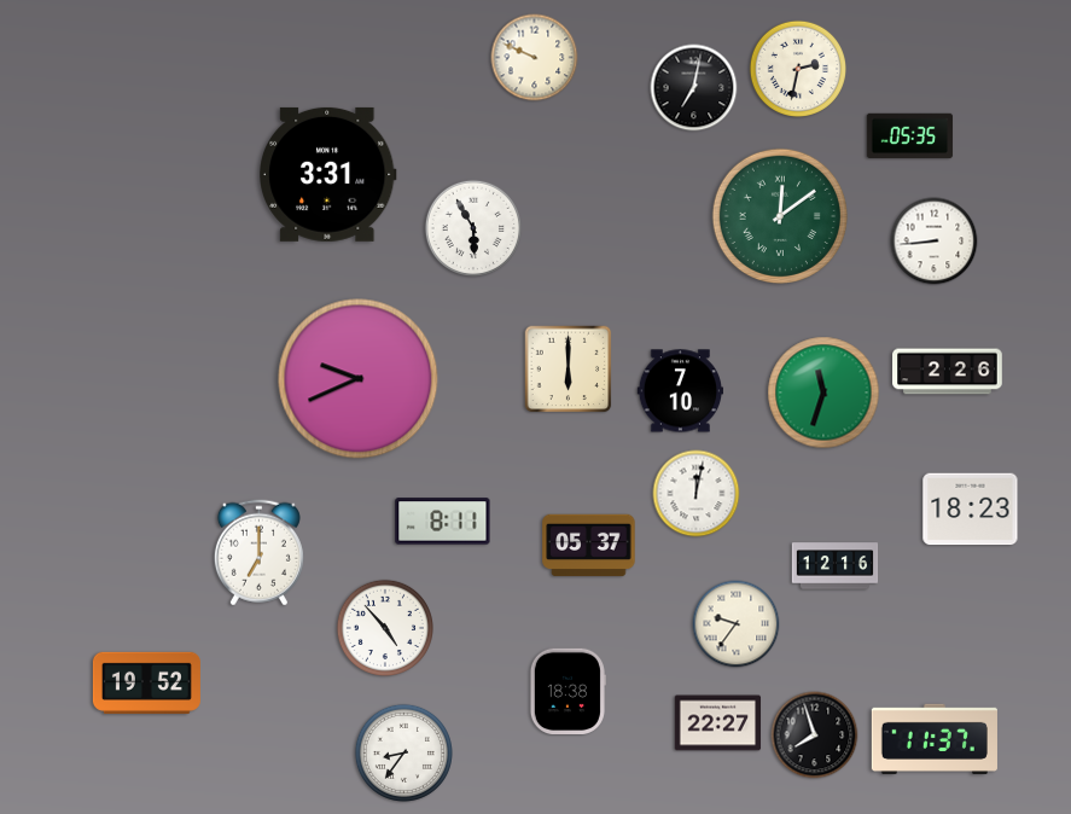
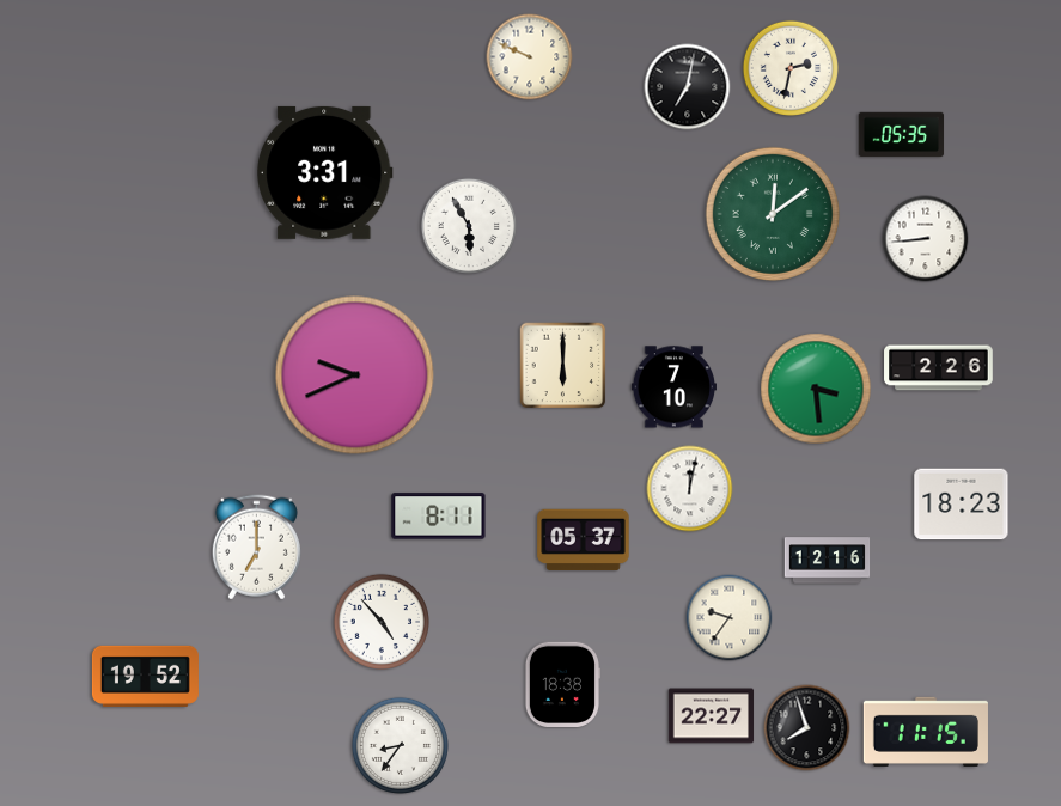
clock at (823, 393): 11:33 -> 3:29
clock at (935, 739): 11:37 -> 11:15
